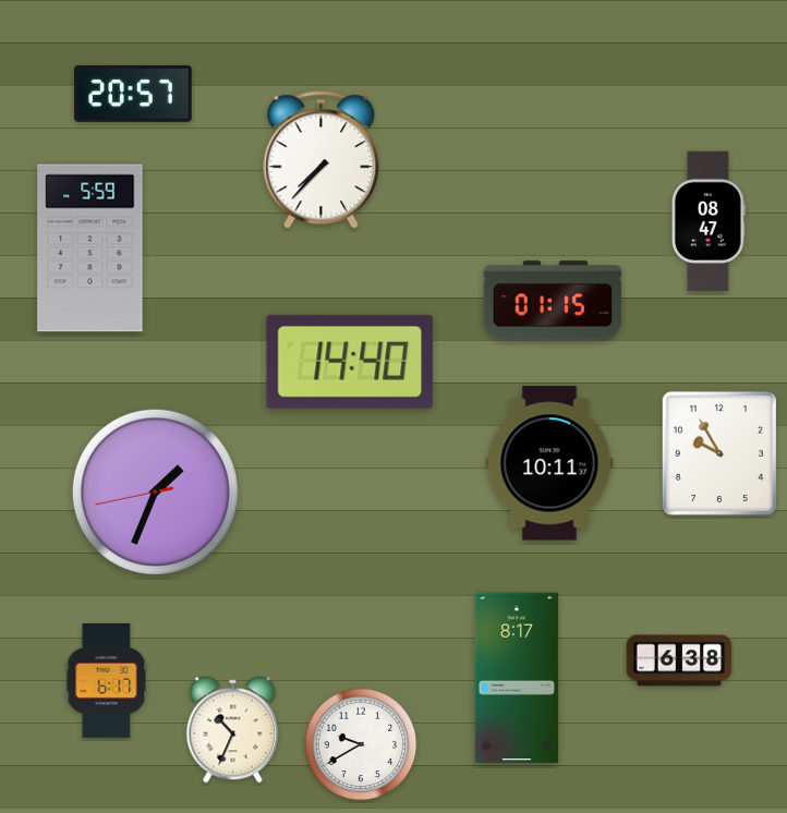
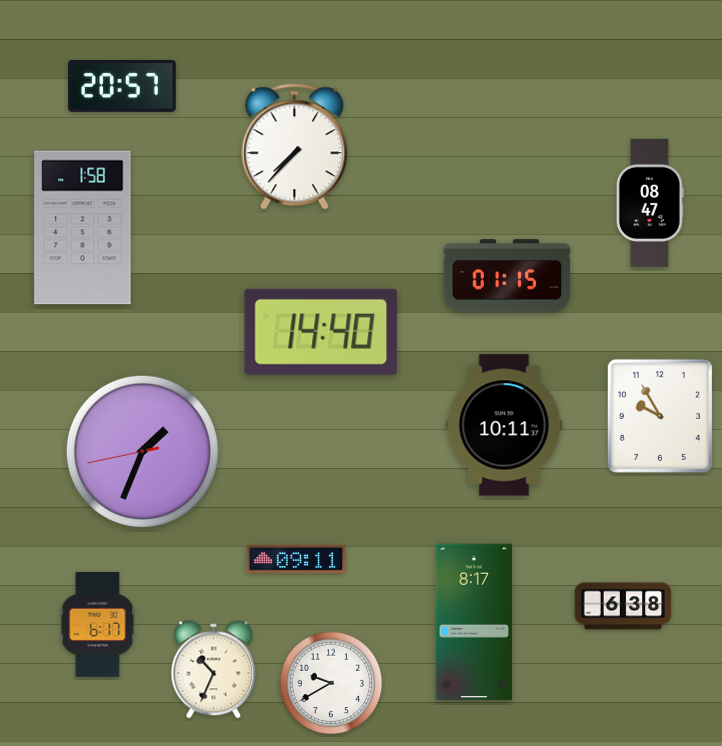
clock at (90, 248): 5:59 -> 1:58
clock at (296, 559): none -> 09:11
